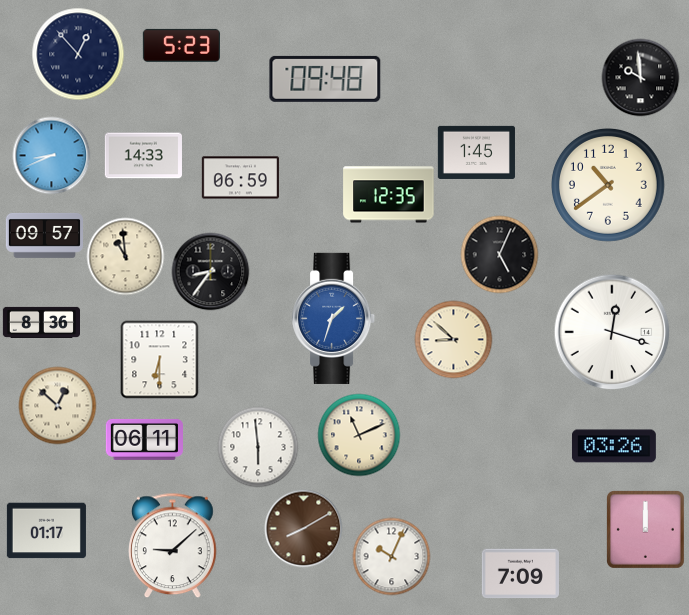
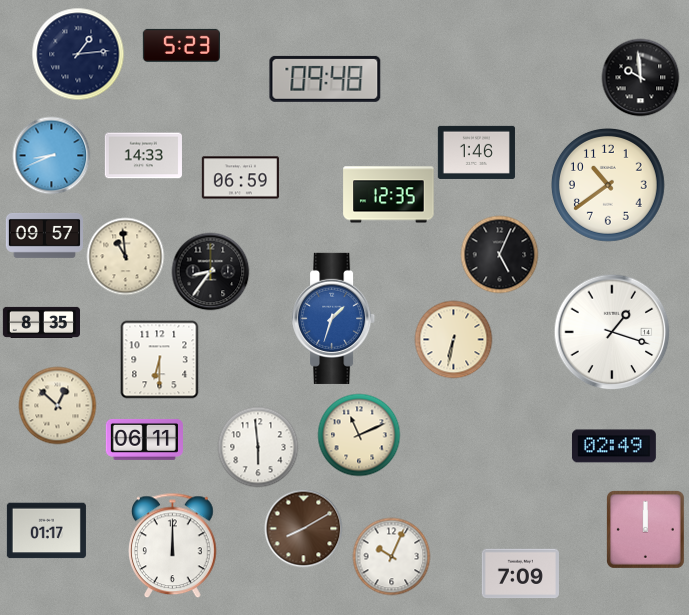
clock at (78, 54): 12:53 -> 1:14
clock at (476, 152): 1:45 -> 1:46
clock at (41, 322): 8:36 -> 8:35
clock at (612, 332): 12:18 -> 1:18
clock at (453, 339): 8:52 -> 6:32
clock at (614, 446): 03:26 -> 02:49
clock at (173, 545): 9:08 -> 12:00
